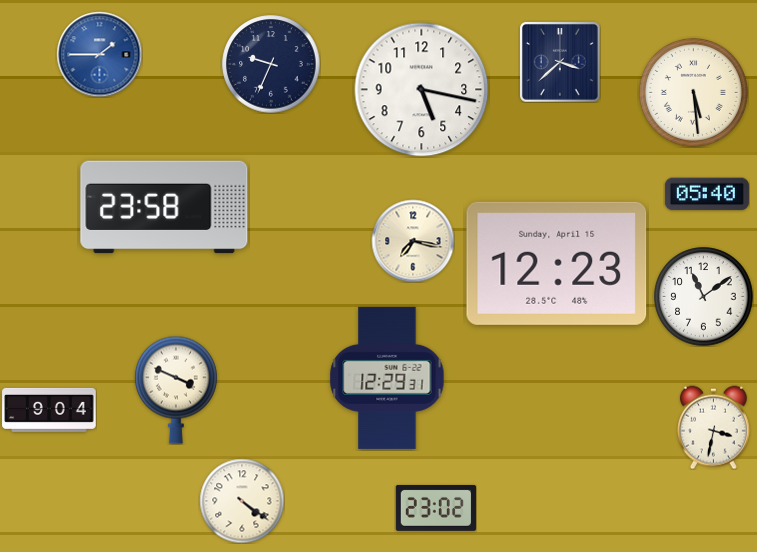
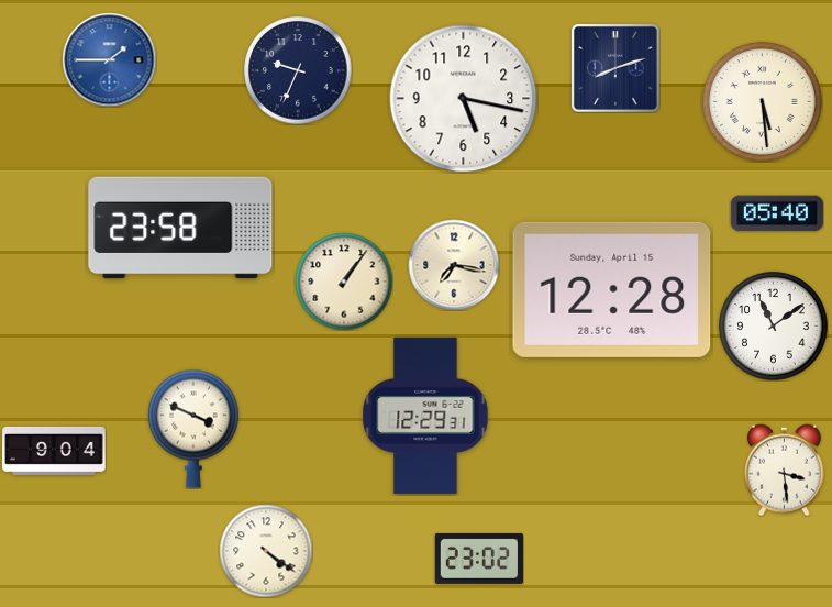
clock at (560, 62): 3:38 -> 8:12
clock at (344, 282): none -> 1:06
clock at (557, 263): 12:23 -> 12:28
clock at (713, 427): 3:32 -> 3:29
